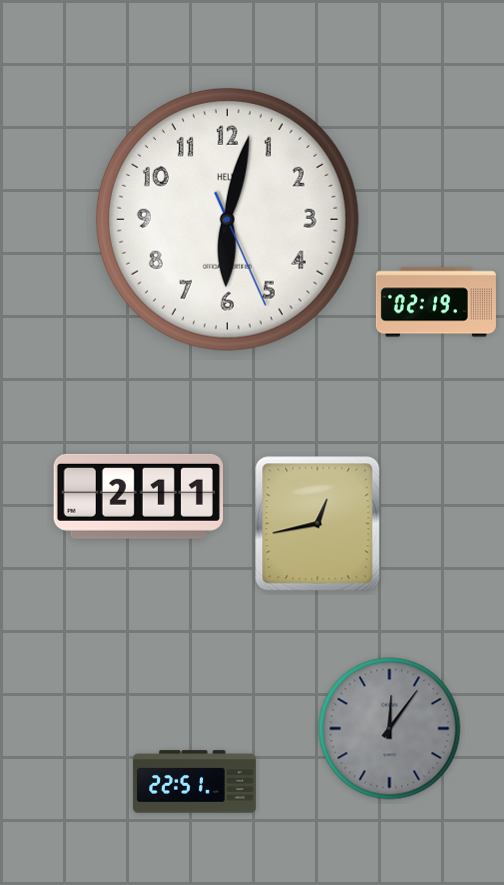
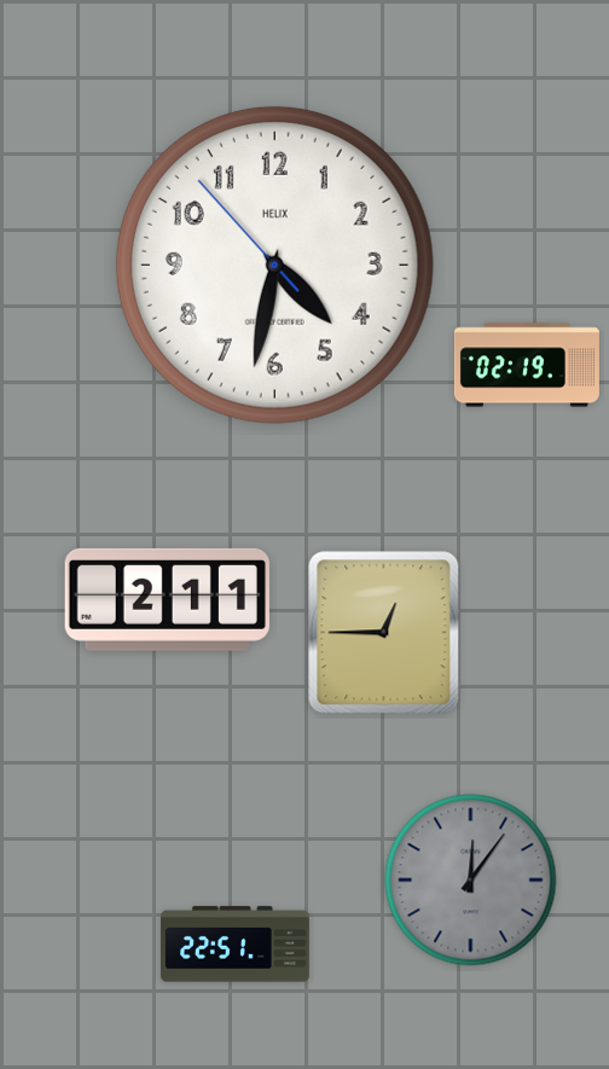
clock at (227, 219): 6:02 -> 4:31
clock at (318, 524): 12:43 -> 12:45
